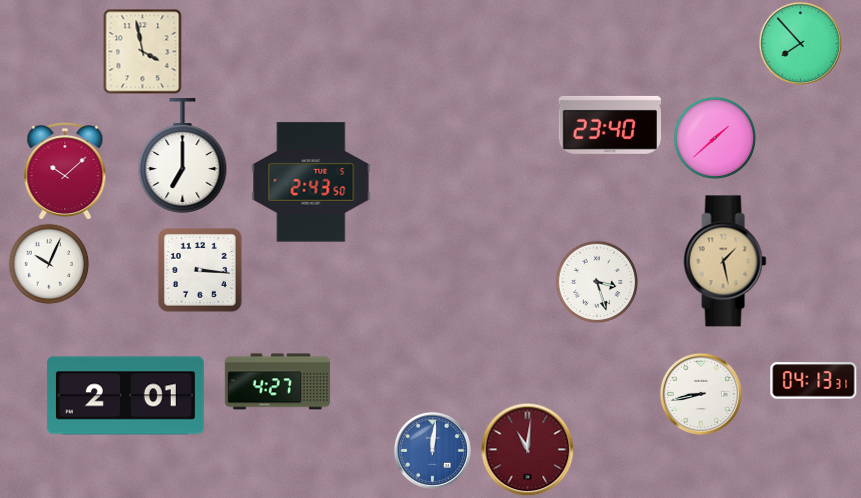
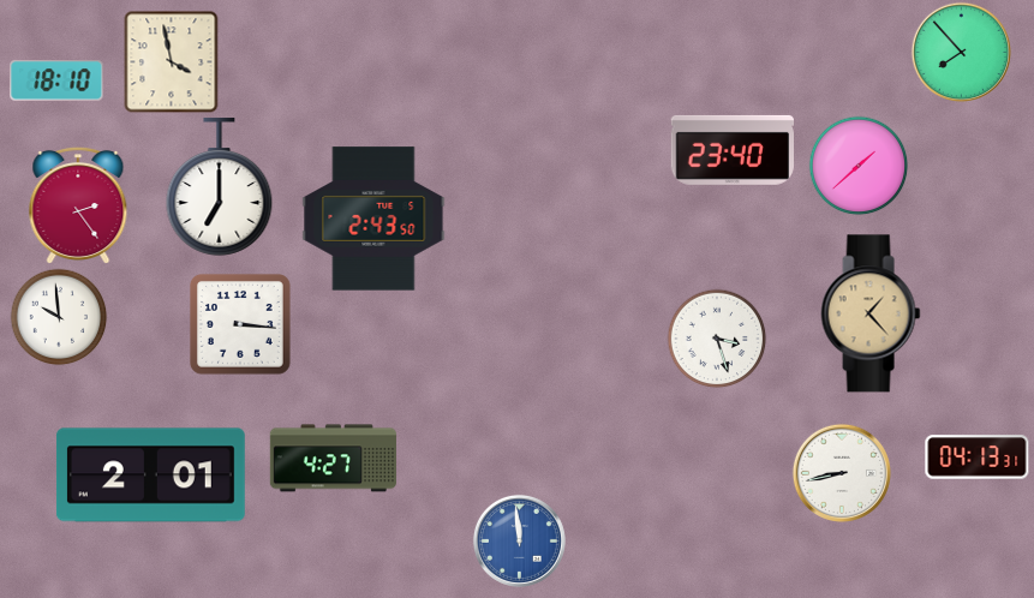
clock at (56, 80): none -> 18:10
clock at (65, 171): 10:08 -> 2:24
clock at (725, 261): 1:28 -> 1:23
clock at (49, 264): 10:04 -> 9:59
clock at (527, 449): 11:01 -> none
clock at (432, 450): 12:01 -> 11:59
